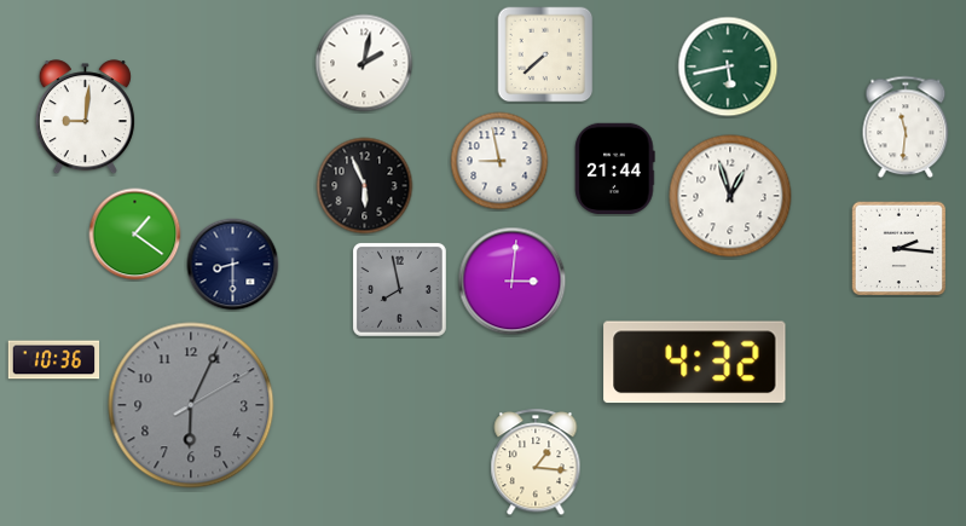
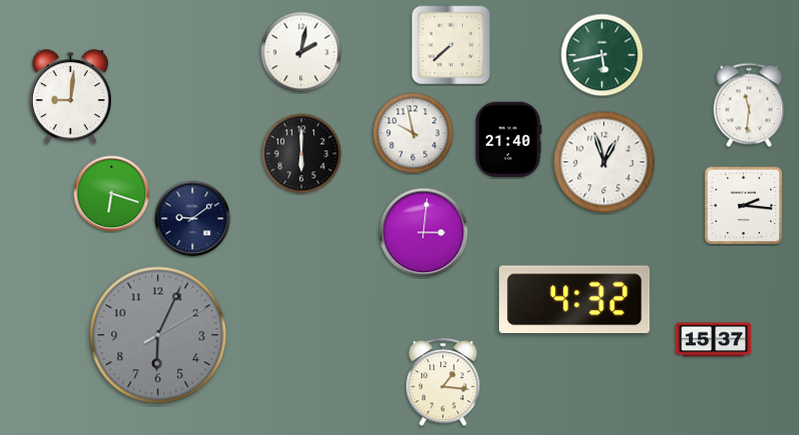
clock at (499, 161): 8:58 -> 9:58
clock at (615, 169): 21:44 -> 21:40
clock at (365, 186): 5:56 -> 6:00
clock at (135, 235): 1:21 -> 6:18
clock at (233, 265): 8:30 -> 9:09
clock at (399, 289): 7:58 -> none
clock at (54, 360): 10:36 -> none
clock at (714, 340): none -> 15:37
